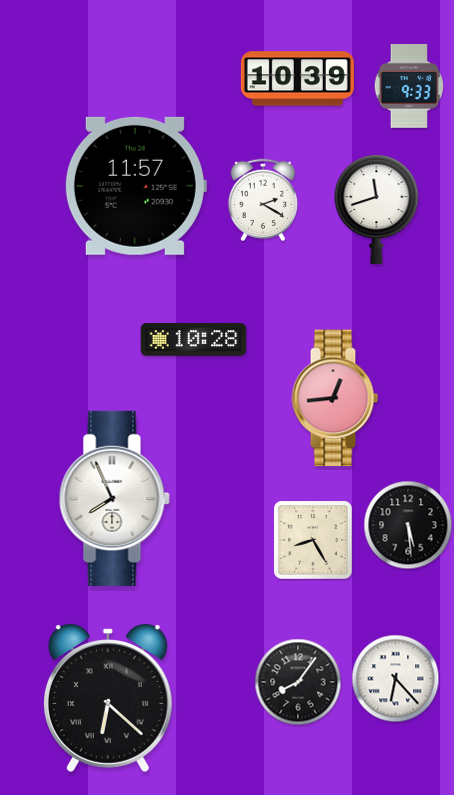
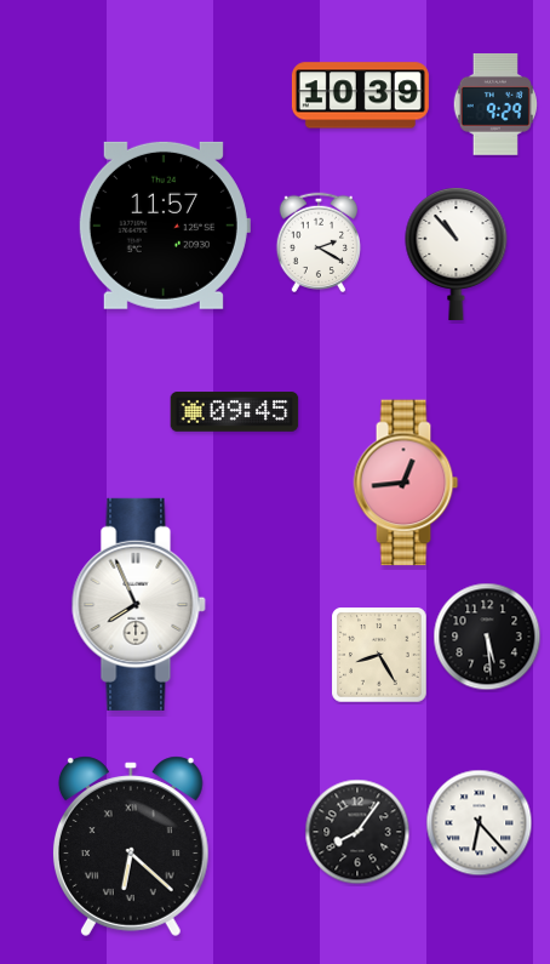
clock at (408, 86): 9:33 -> 9:29
clock at (377, 209): 11:42 -> 10:53
clock at (194, 340): 10:28 -> 09:45
clock at (408, 525) position: (408, 525) -> (487, 637)
clock at (298, 682) position: (298, 682) -> (357, 832)
